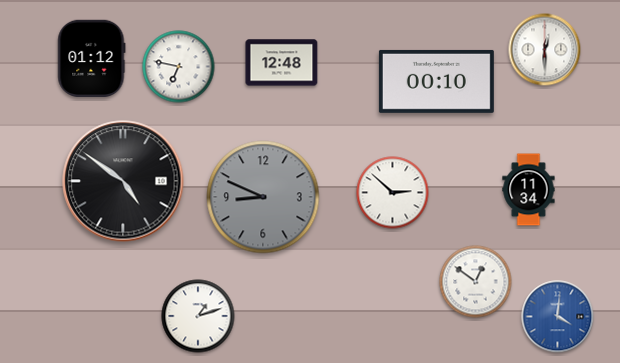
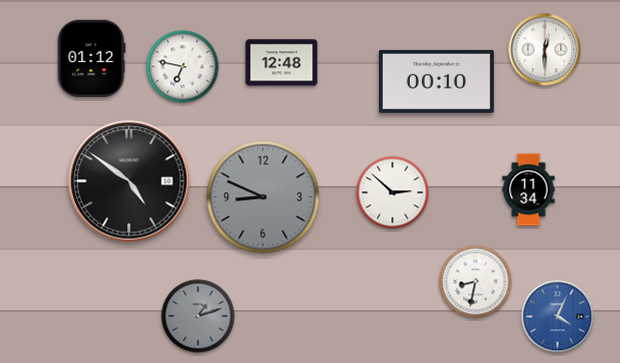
clock at (179, 67) position: (179, 67) -> (183, 67)
clock at (123, 181) position: (123, 181) -> (129, 181)
clock at (476, 282): 12:51 -> 8:32
clock at (198, 316) dial: white -> grey
clock at (558, 317): 4:01 -> 4:04
